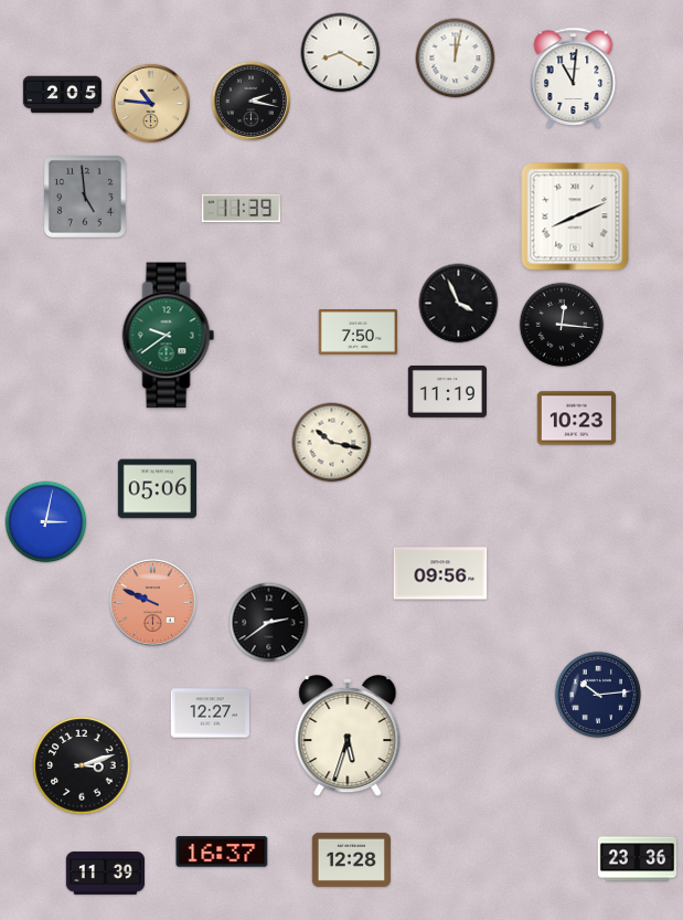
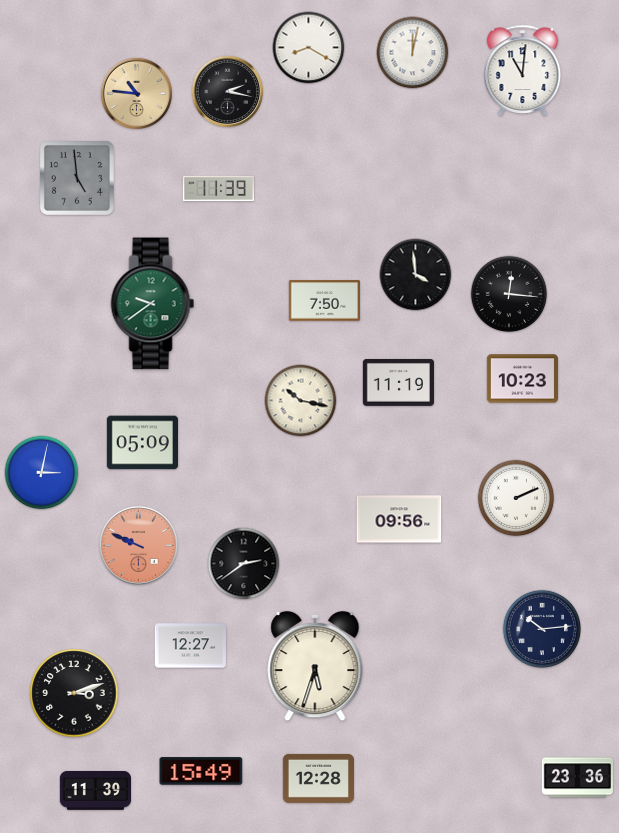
clock at (574, 77) position: (574, 77) -> (523, 70)
clock at (63, 95): 2:05 -> none
clock at (575, 216): 8:11 -> none
clock at (459, 304): 3:56 -> 3:59
clock at (447, 391) position: (447, 391) -> (398, 382)
clock at (157, 489): 05:06 -> 05:09
clock at (516, 498): none -> 2:11
clock at (222, 852): 16:37 -> 15:49
